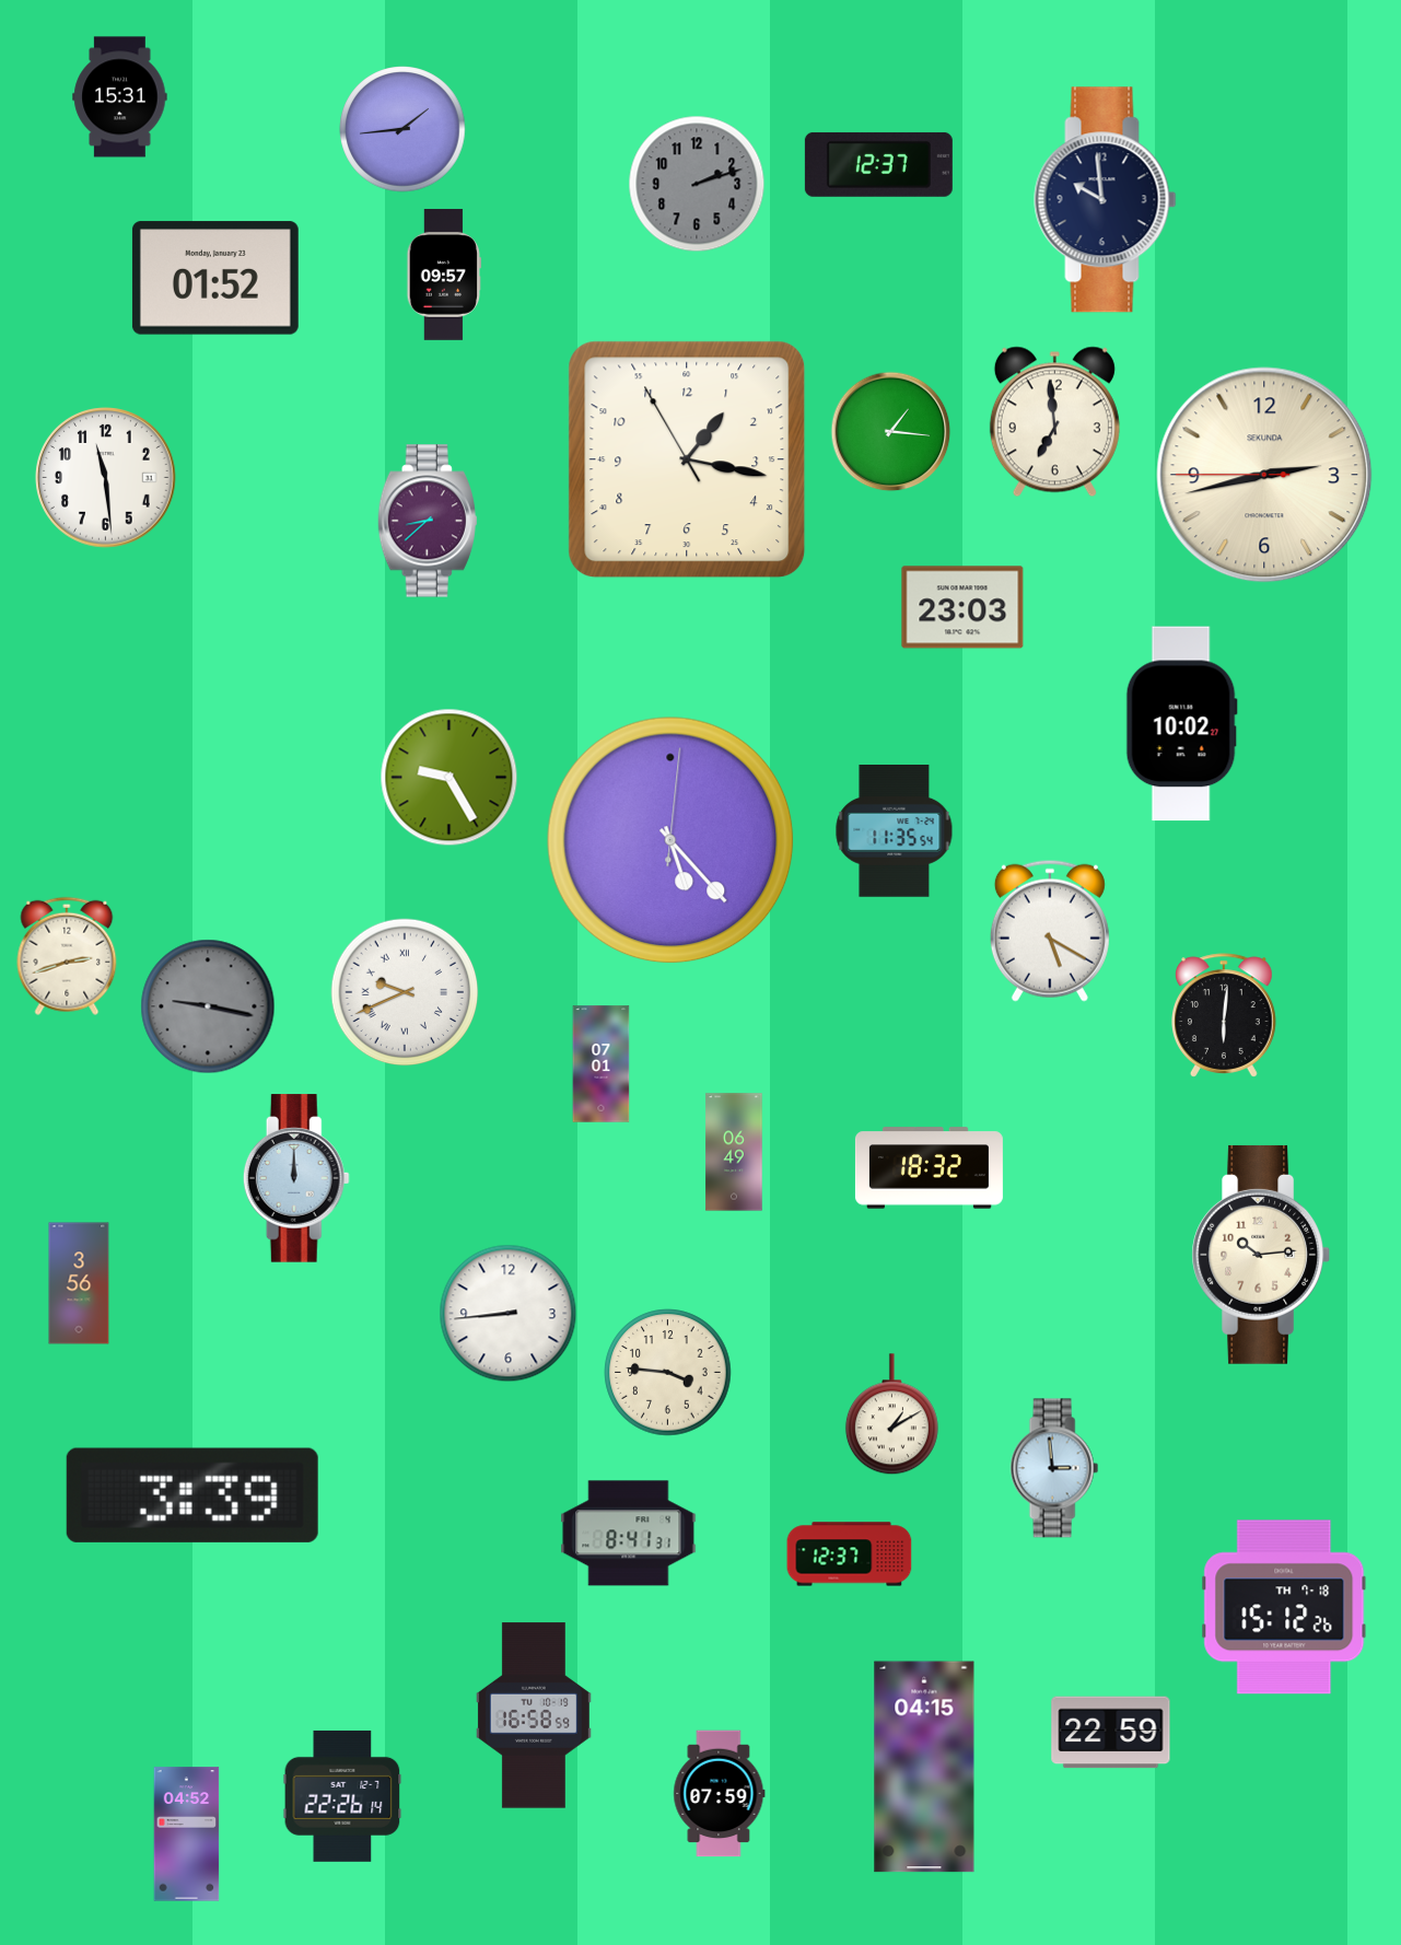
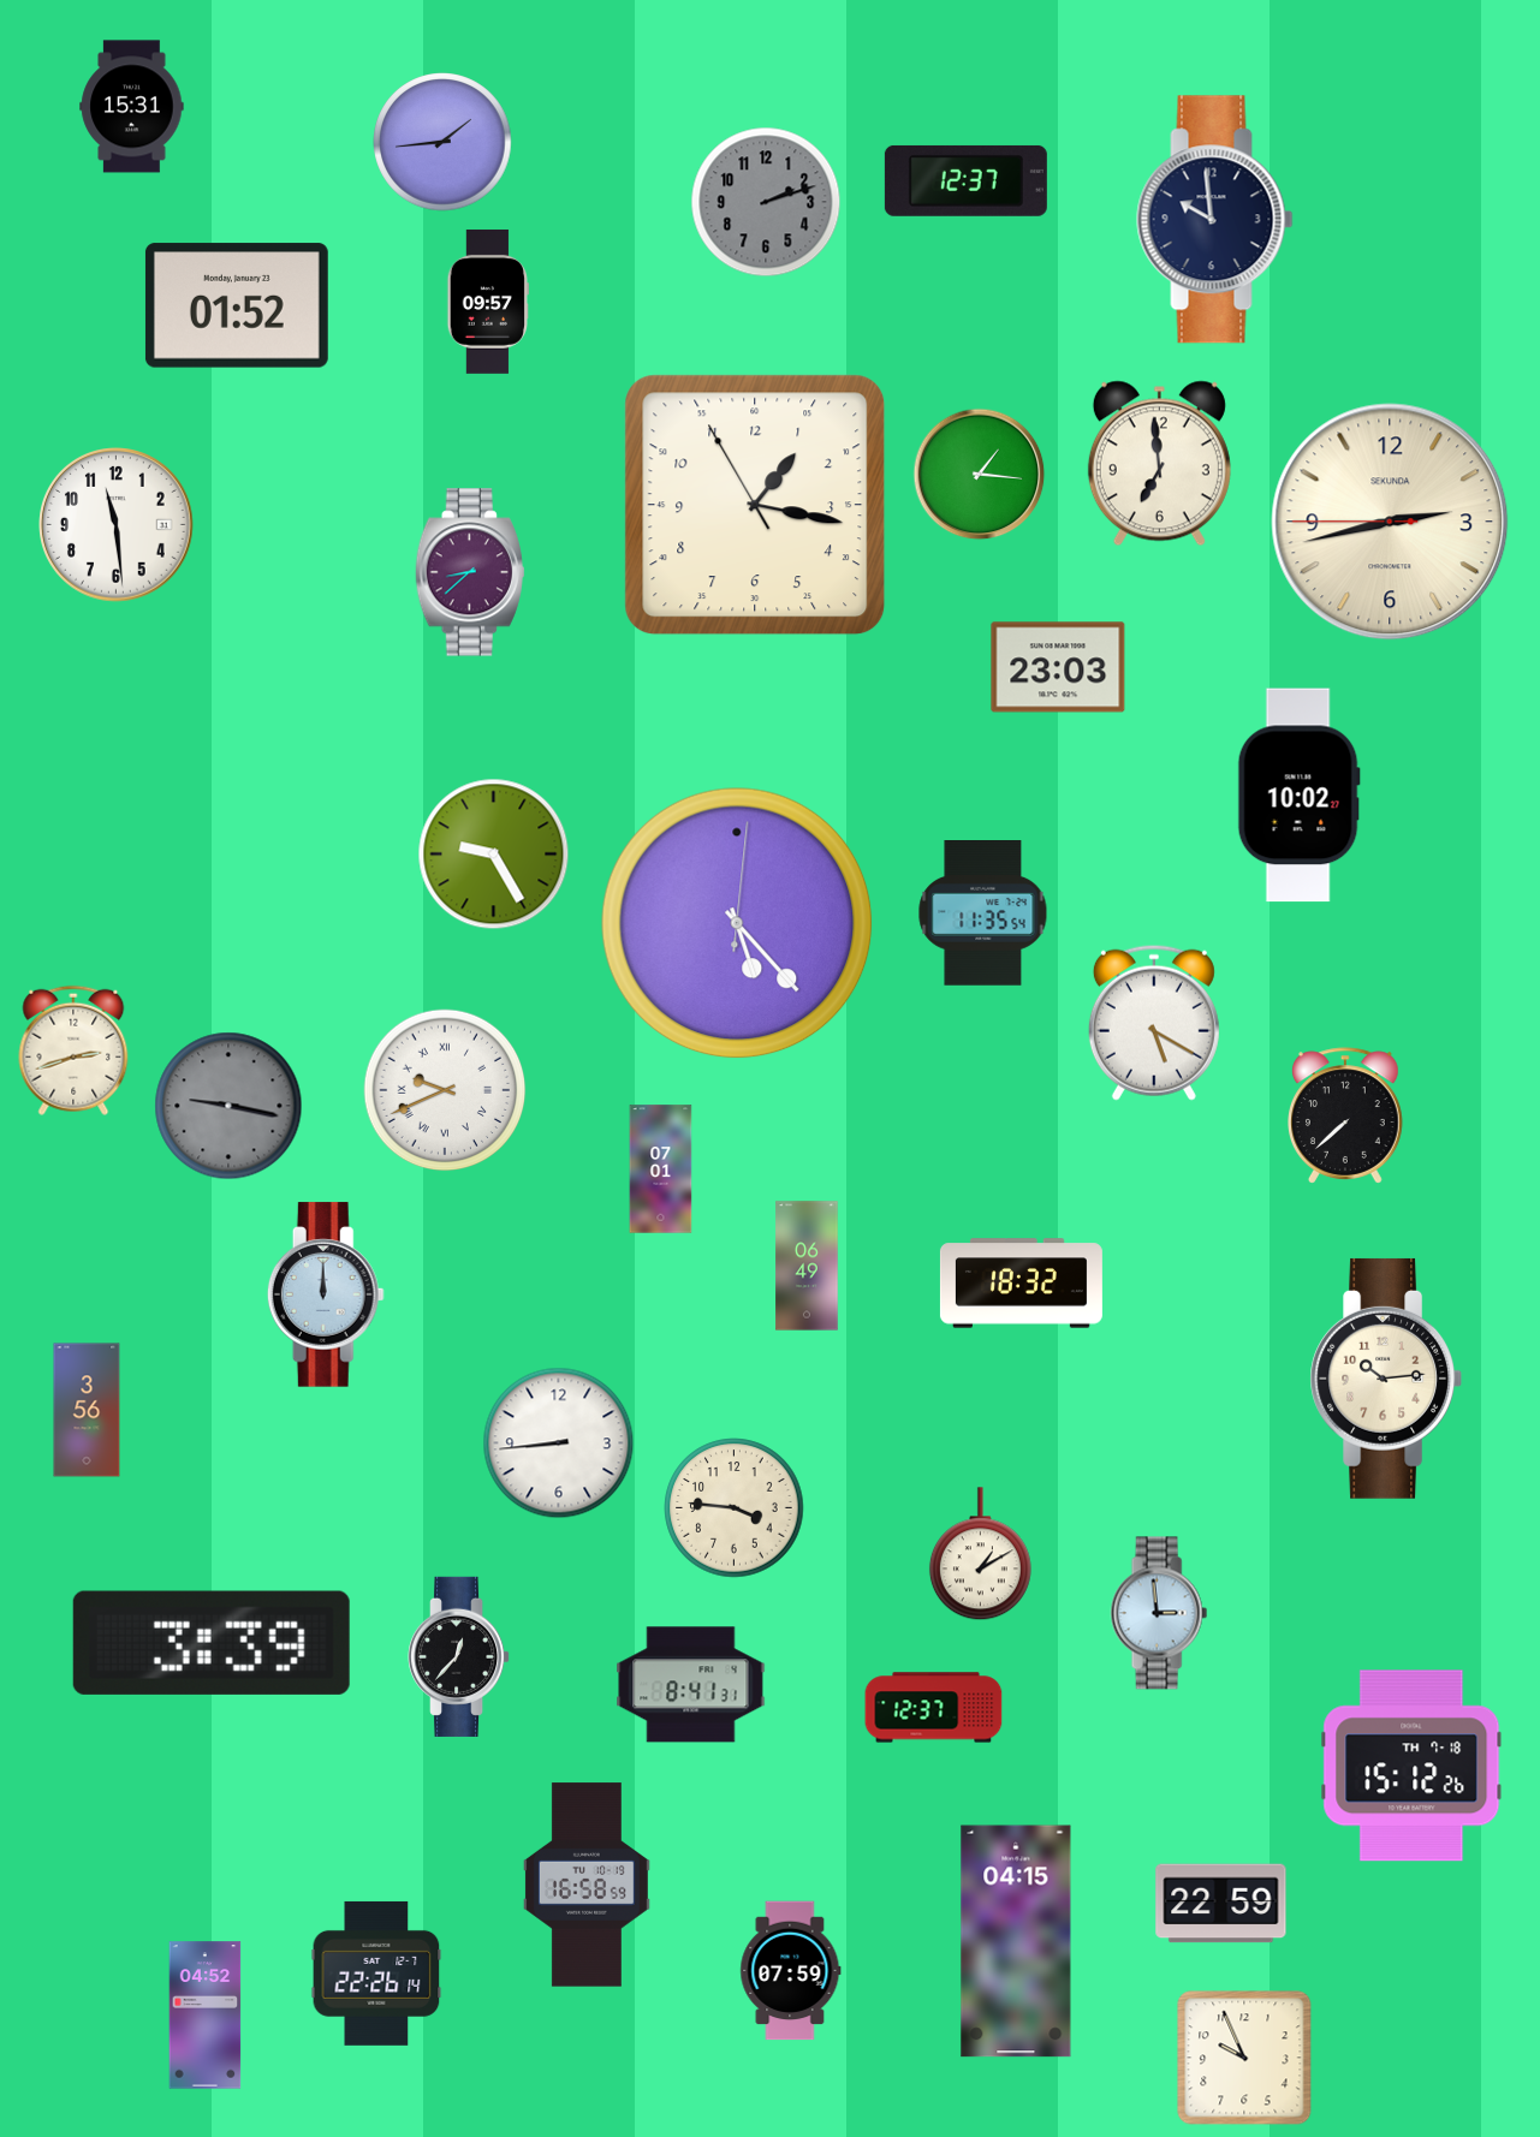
clock at (1225, 1015): 6:01 -> 7:38
clock at (460, 1656): none -> 12:37
clock at (1244, 2058): none -> 9:56
